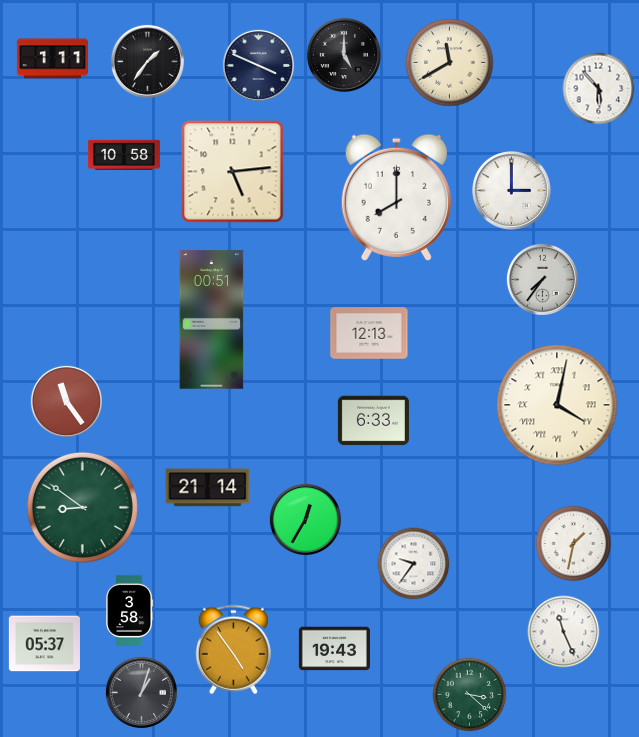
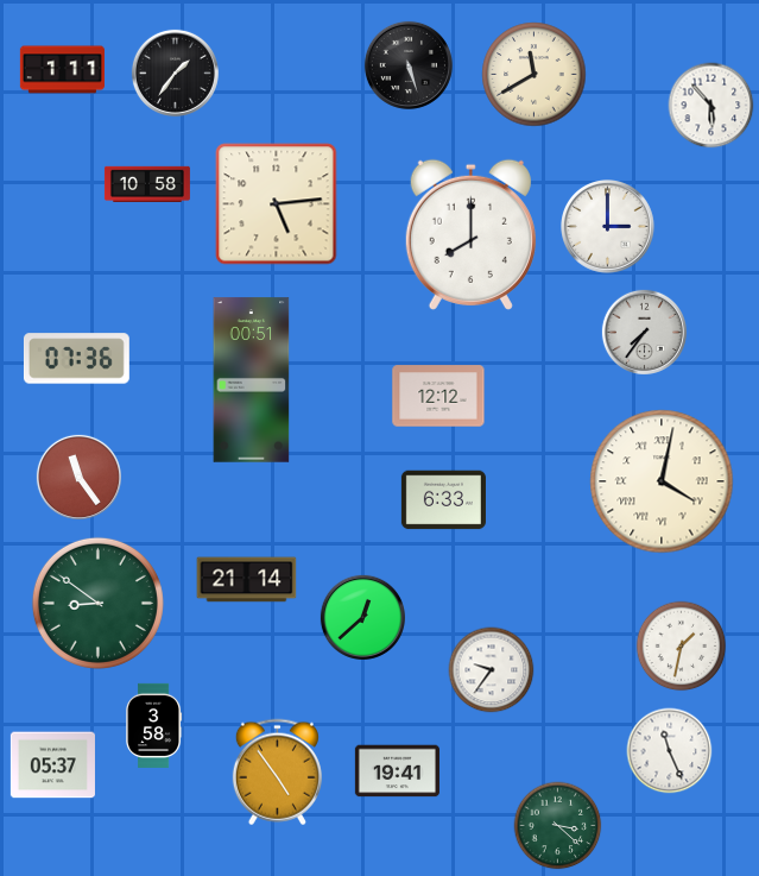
clock at (344, 55): 5:00 -> 5:27
clock at (258, 65): 3:49 -> none
clock at (76, 359): none -> 07:36
clock at (369, 333): 12:13 -> 12:12
clock at (305, 519): 12:35 -> 12:38
clock at (334, 649): 19:43 -> 19:41
clock at (141, 692): 1:03 -> none
